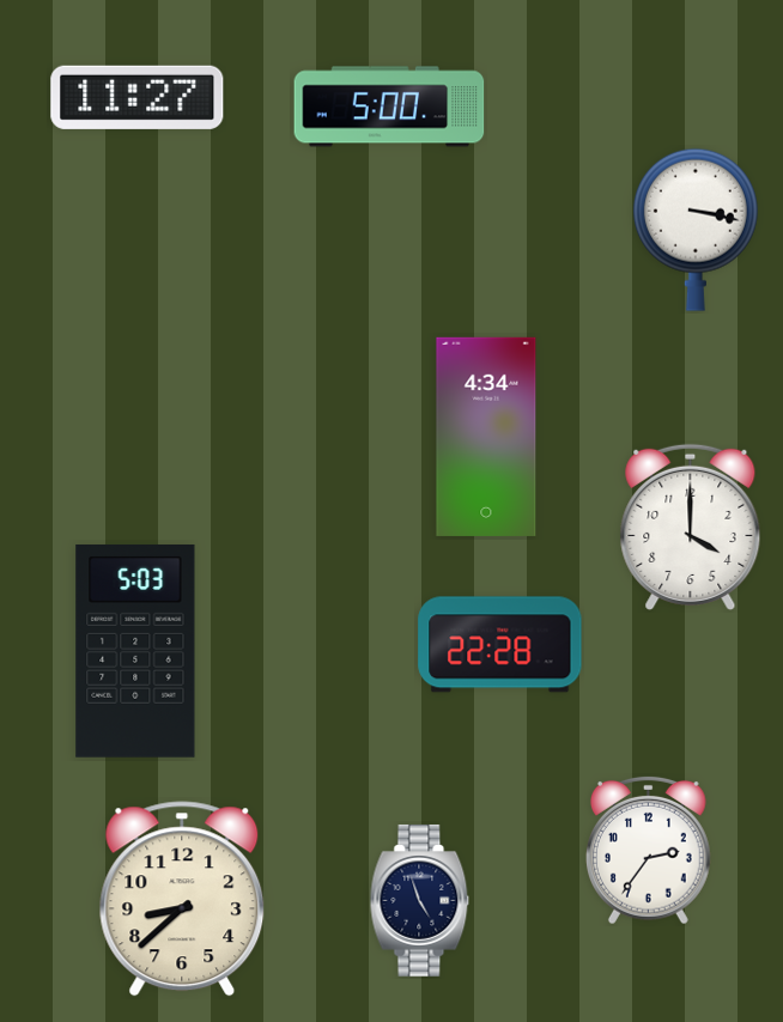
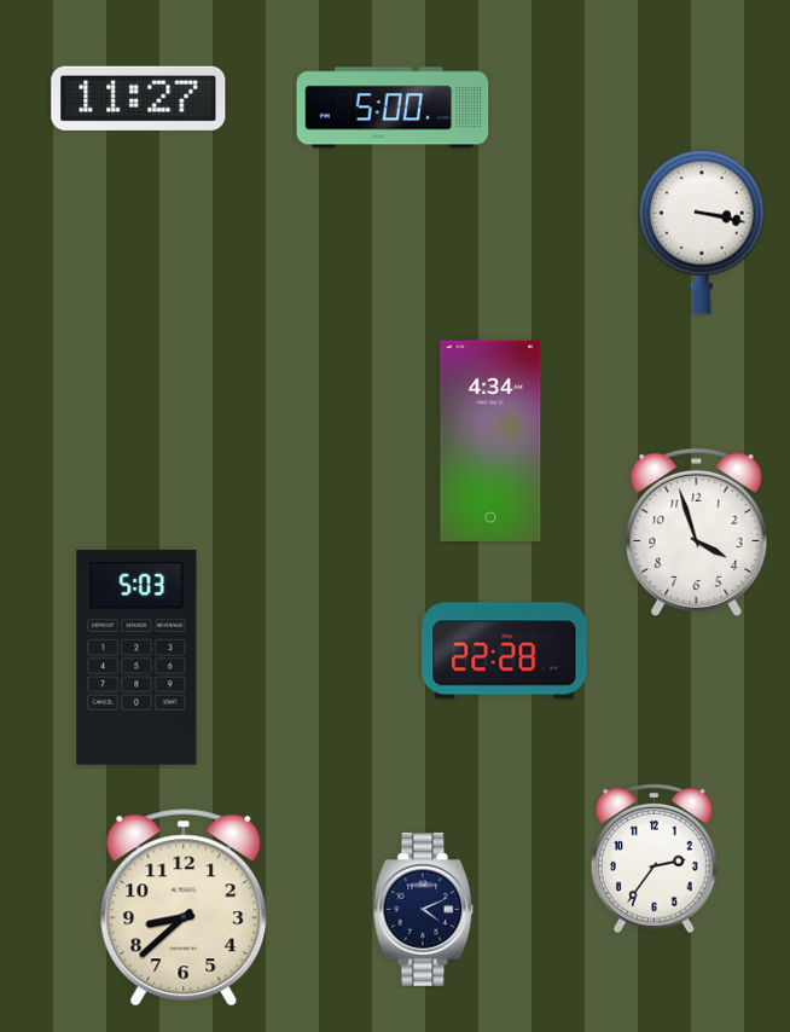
clock at (691, 527): 4:00 -> 3:57
clock at (420, 900): 4:57 -> 4:11
